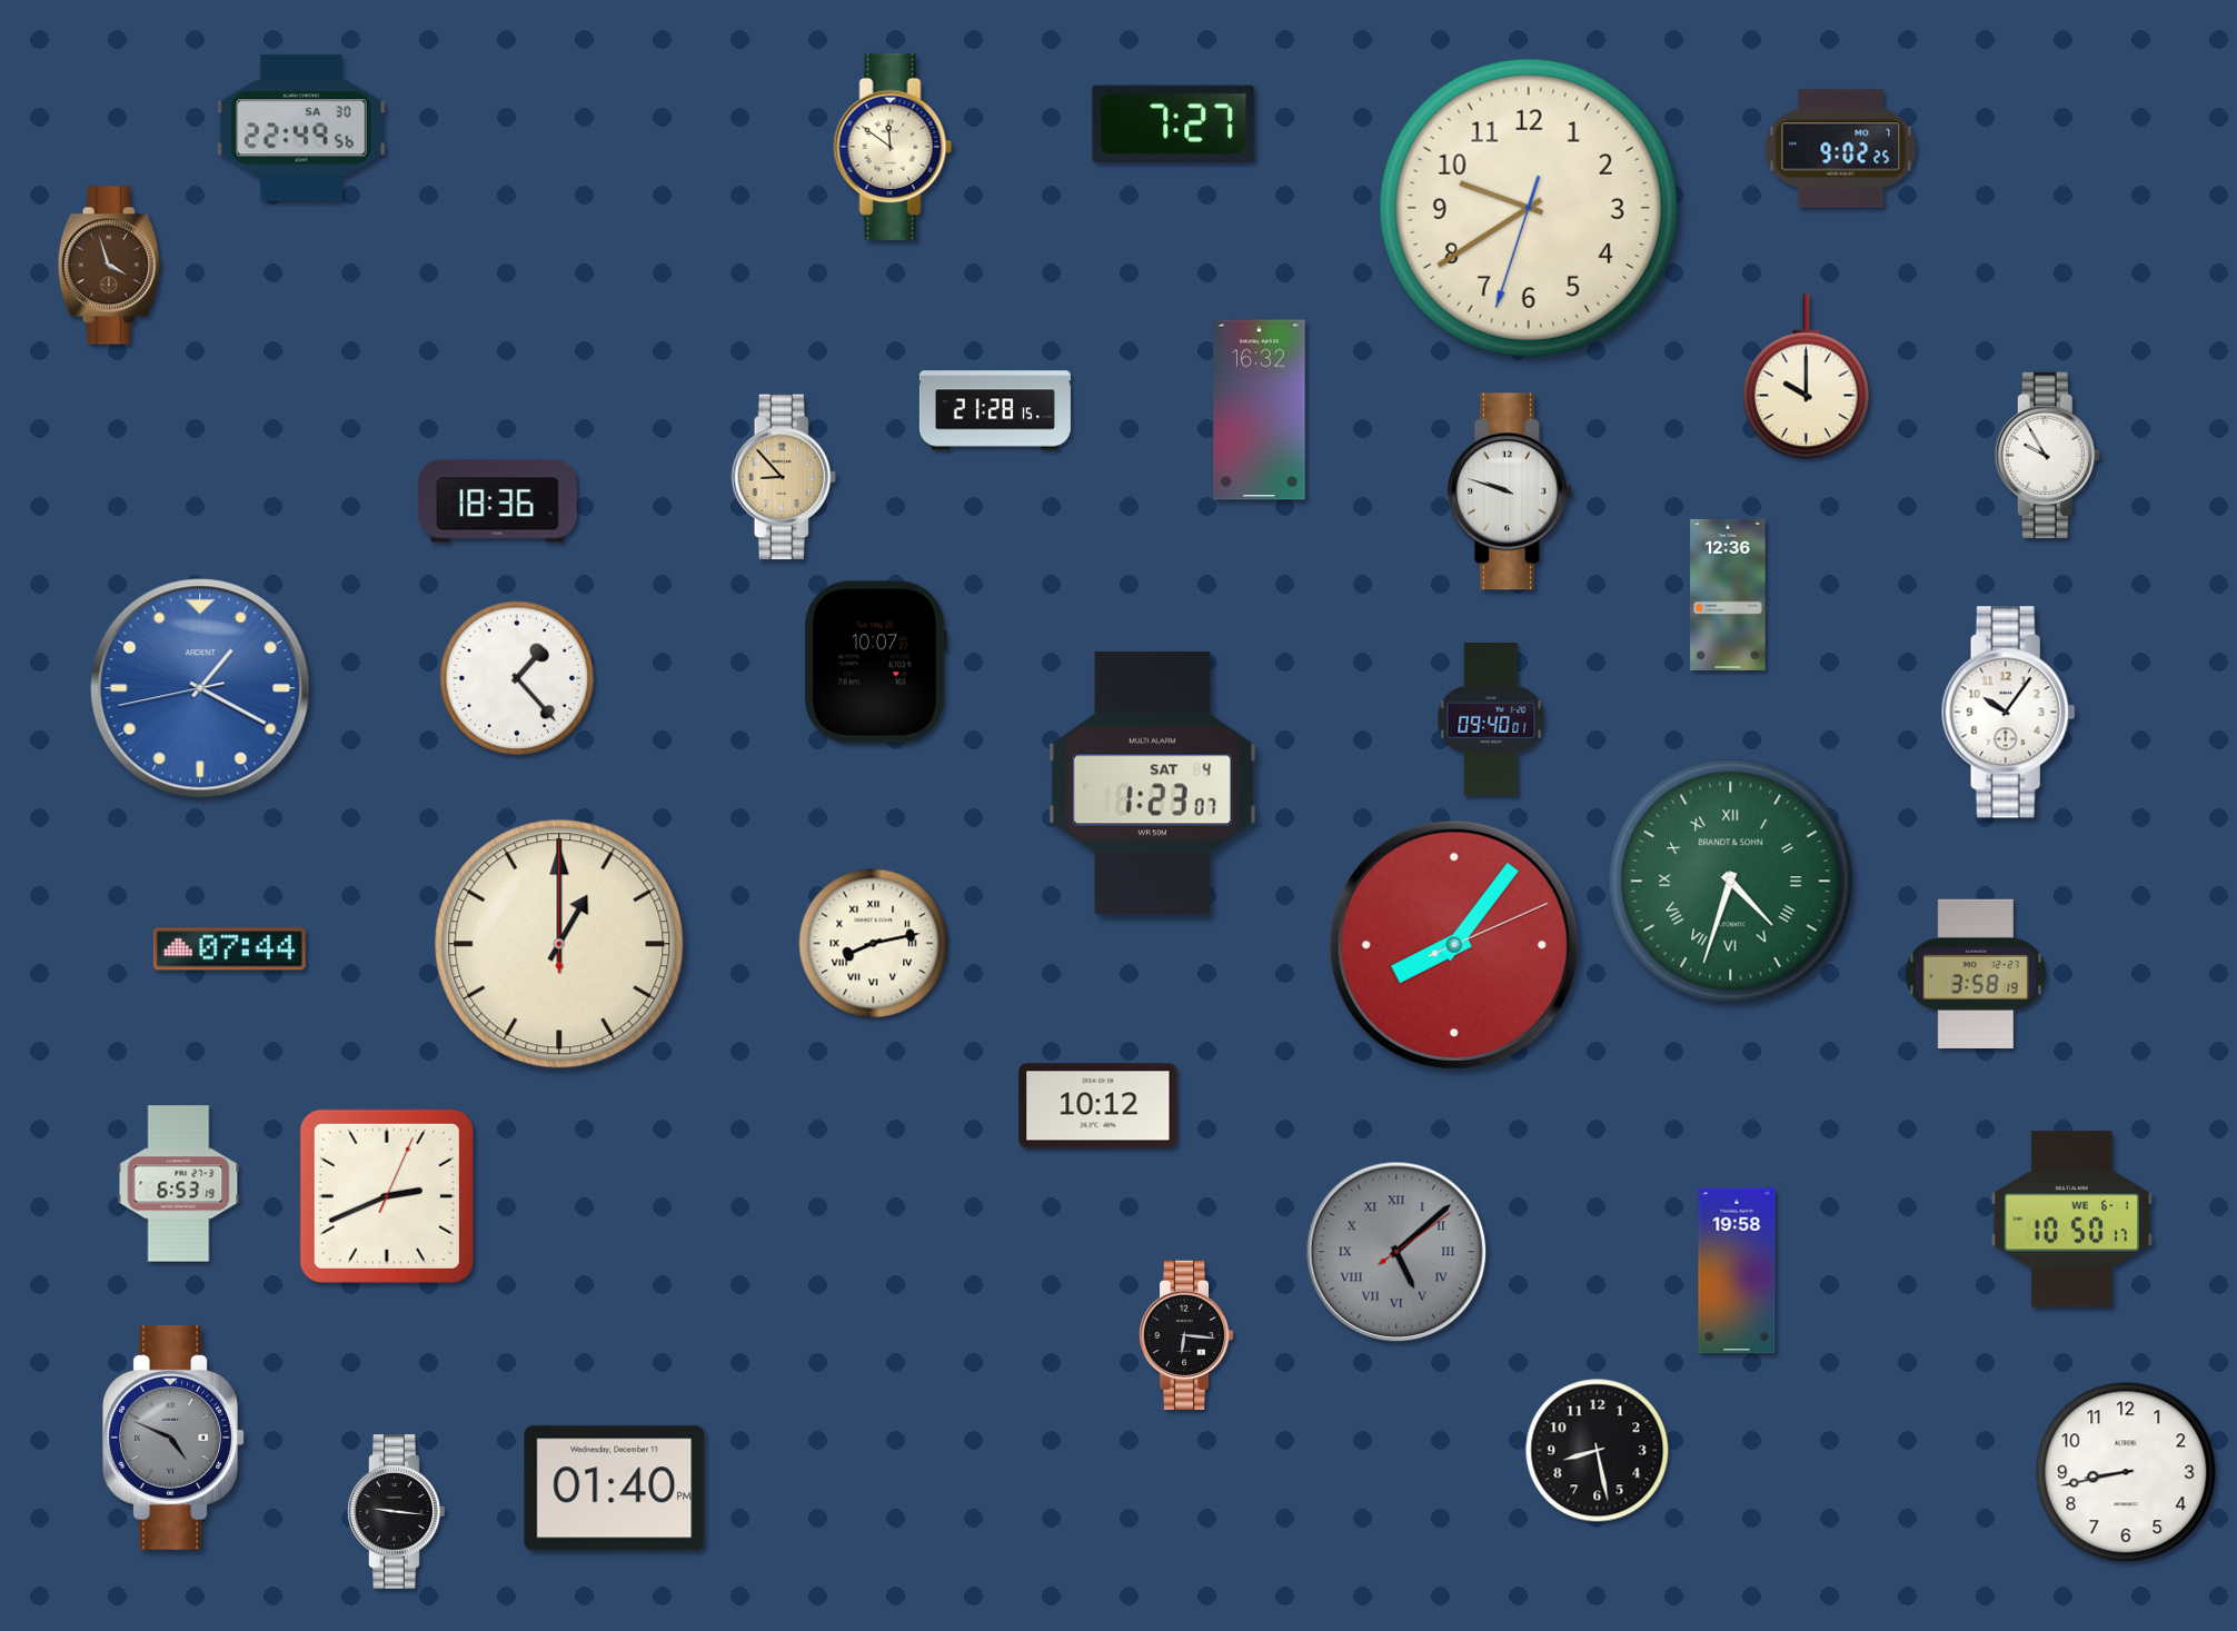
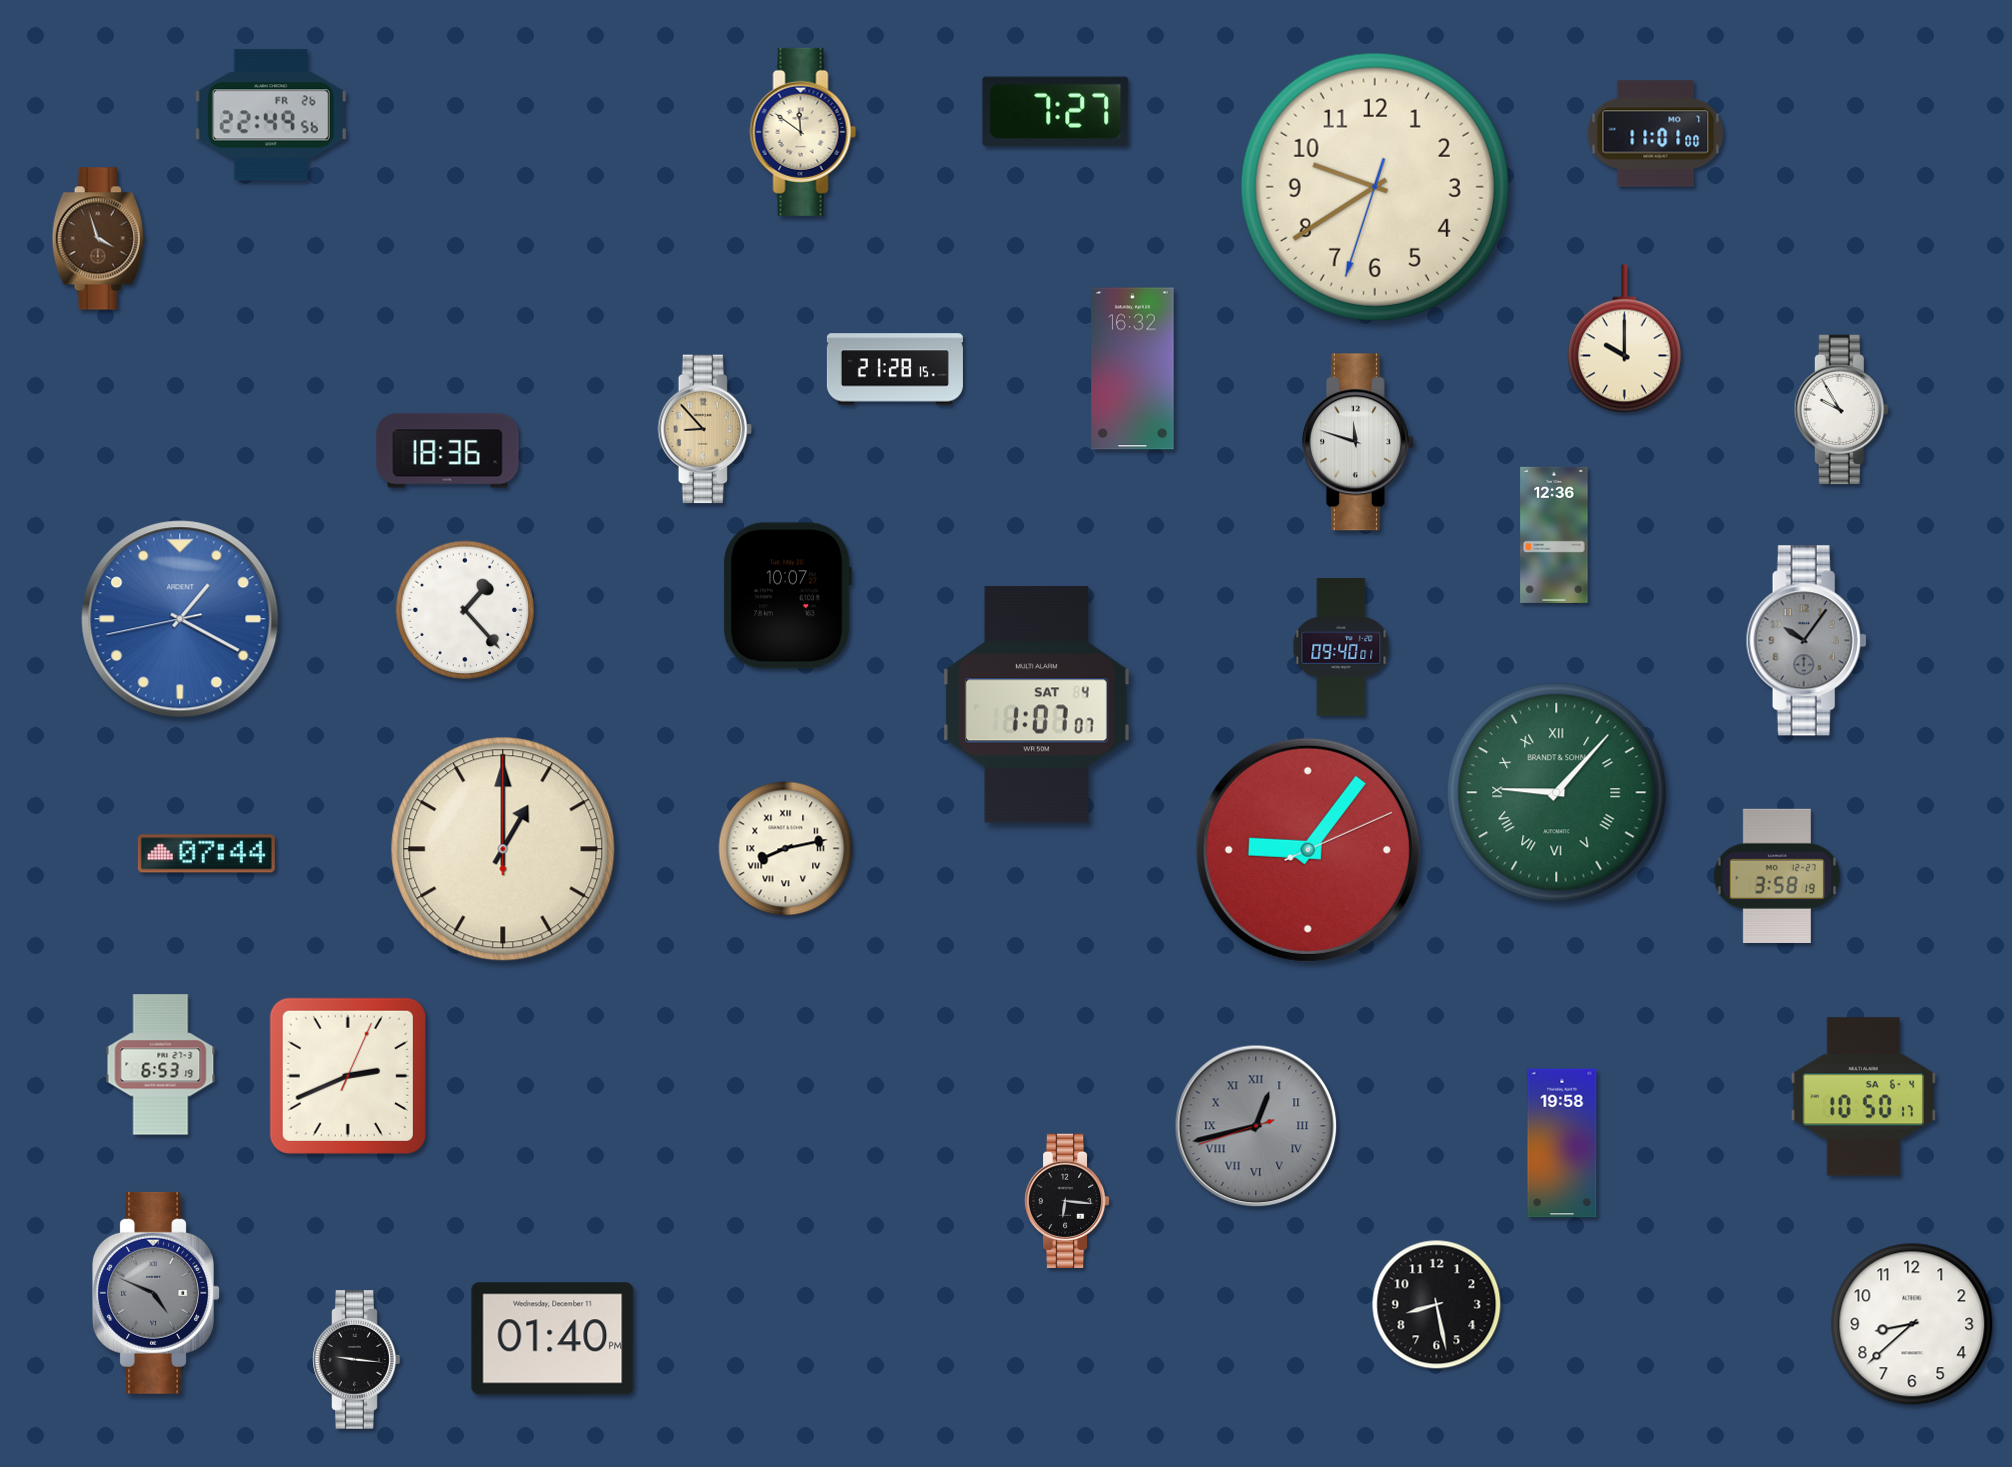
clock at (301, 128) date: SA 30 -> FR 26
clock at (1841, 149): 9:02 -> 11:01
clock at (1510, 491): 9:48 -> 11:48
clock at (2008, 713) dial: white -> grey
clock at (1152, 784): 1:23 -> 1:07
clock at (1731, 882): 4:33 -> 9:07
clock at (1454, 945): 8:06 -> 9:06
clock at (1098, 1106): 10:12 -> none
clock at (2071, 1220) date: WE 6-1 -> SA 6-4
clock at (1396, 1252): 5:08 -> 12:42
clock at (2126, 1472): 8:43 -> 8:38
